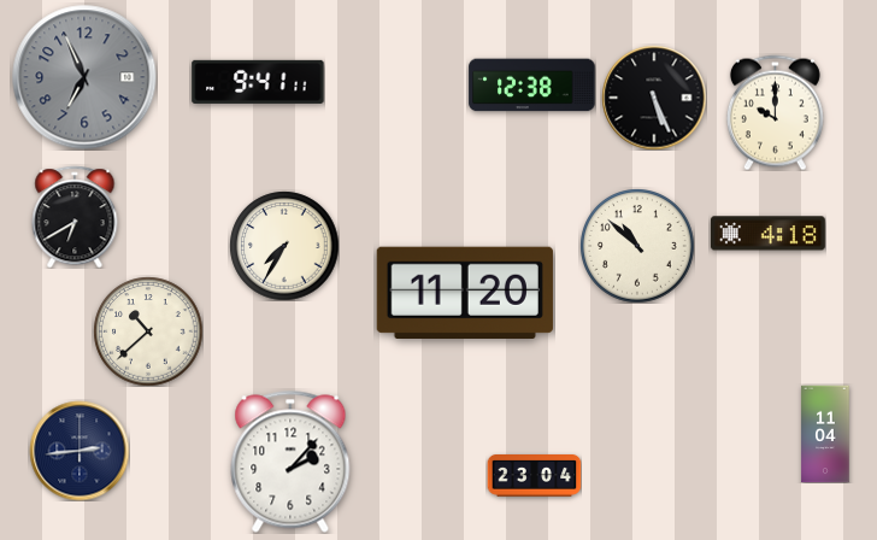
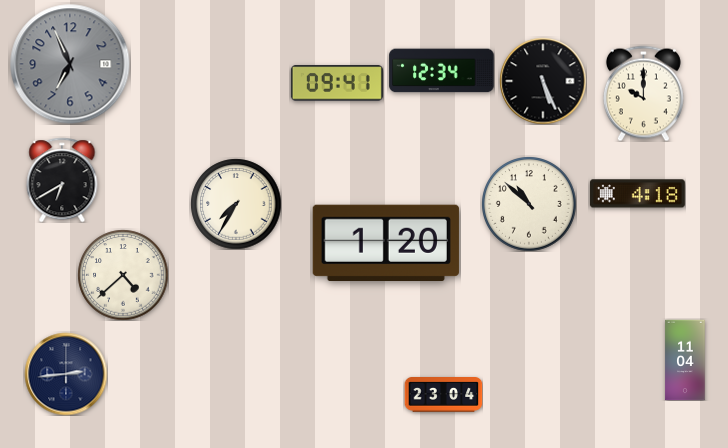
clock at (258, 82): 9:41 -> none
clock at (532, 86): 12:38 -> 12:34
clock at (337, 83): none -> 09:41
clock at (465, 292): 11:20 -> 1:20
clock at (148, 331): 10:38 -> 4:38
clock at (290, 462): 2:07 -> none
